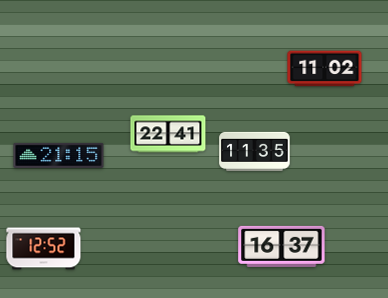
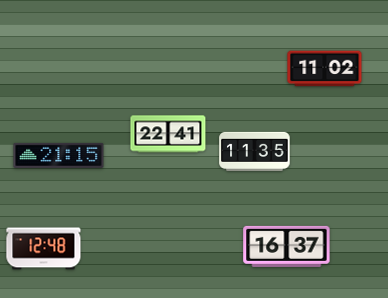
clock at (282, 246) position: (282, 246) -> (287, 246)
clock at (44, 249): 12:52 -> 12:48
